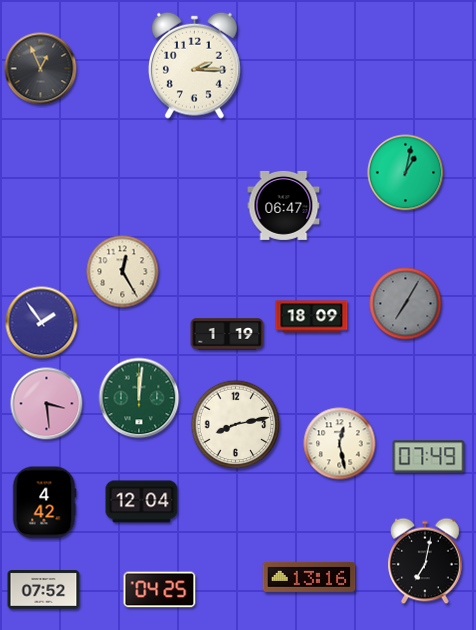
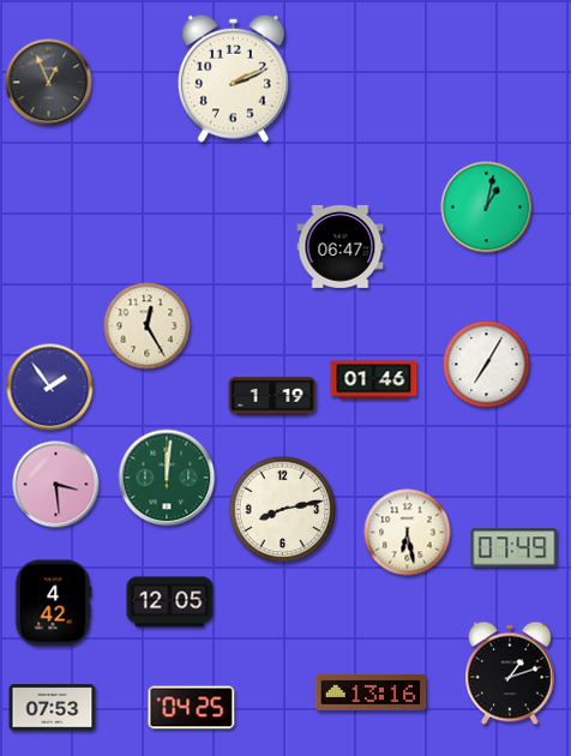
clock at (195, 65): 2:15 -> 2:11
clock at (406, 304) dial: grey -> white
clock at (312, 317): 18:09 -> 01:46
clock at (227, 334) position: (227, 334) -> (272, 396)
clock at (340, 444): 12:28 -> 6:28
clock at (142, 502): 12:04 -> 12:05
clock at (425, 561): 7:02 -> 1:12
clock at (44, 590): 07:52 -> 07:53
